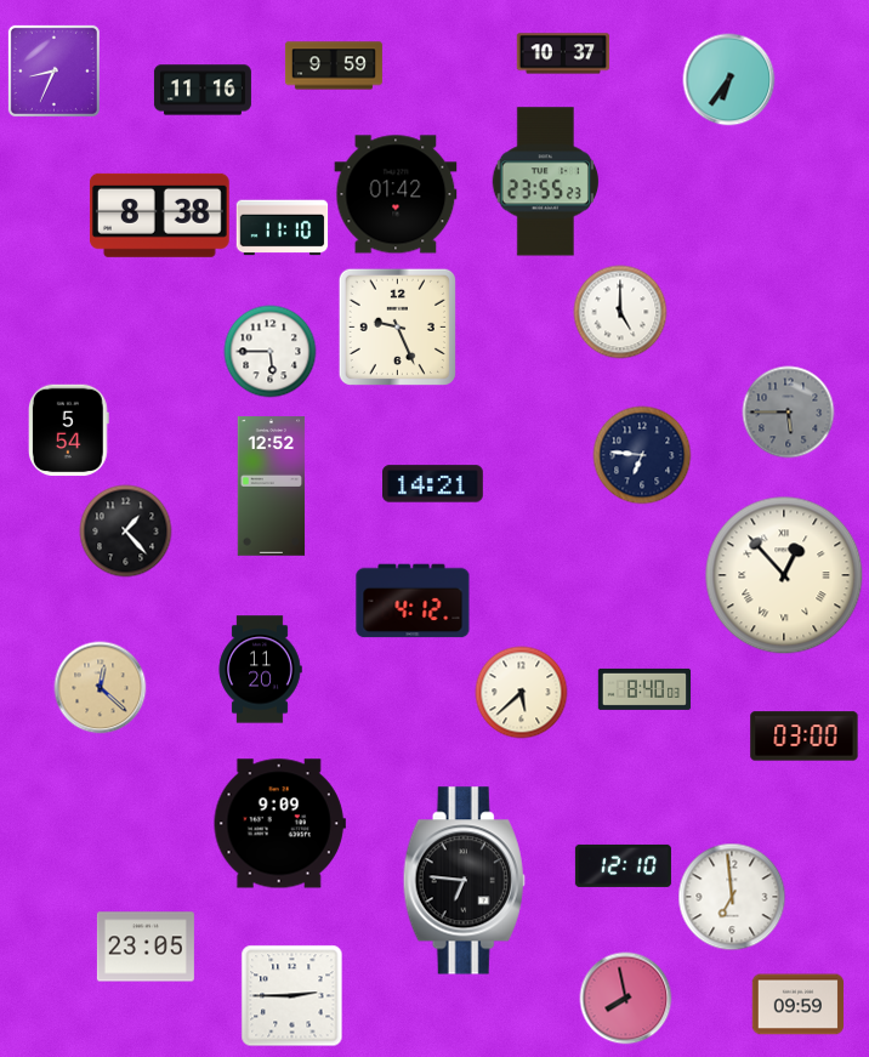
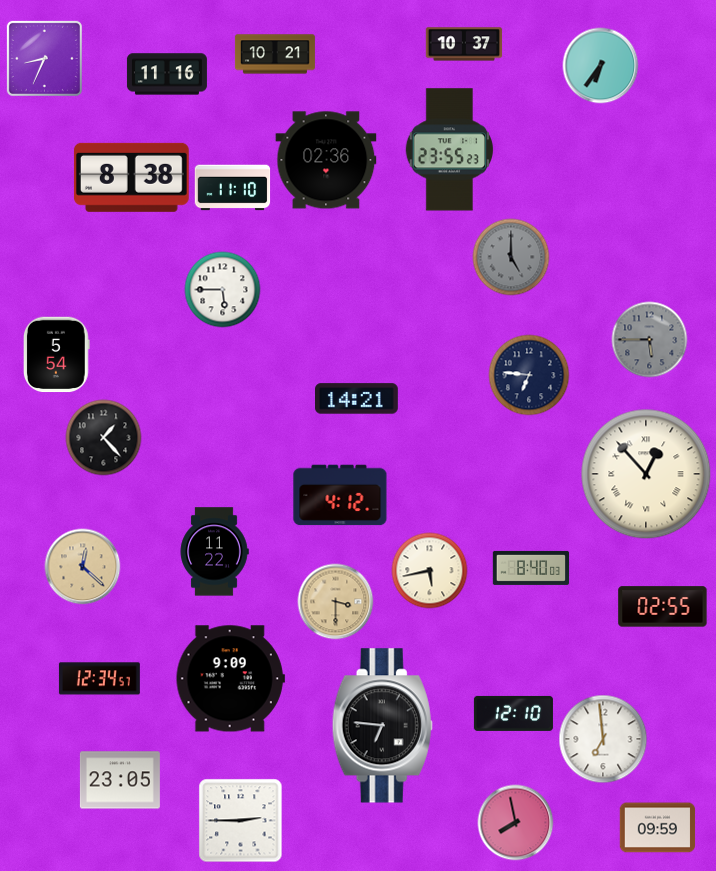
clock at (334, 66): 9:59 -> 10:21
clock at (396, 194): 01:42 -> 02:36
clock at (620, 312) dial: white -> grey
clock at (397, 326): 9:26 -> none
clock at (272, 487): 12:52 -> none
clock at (260, 670): 11:20 -> 11:22
clock at (522, 693): 5:38 -> 5:43
clock at (336, 602): none -> 3:30
clock at (805, 737): 03:00 -> 02:55
clock at (99, 679): none -> 12:34
